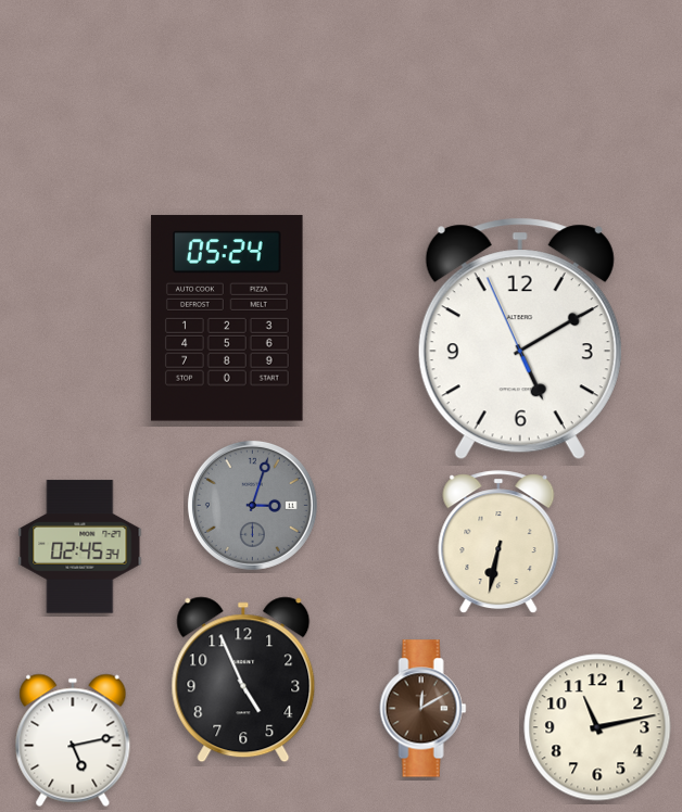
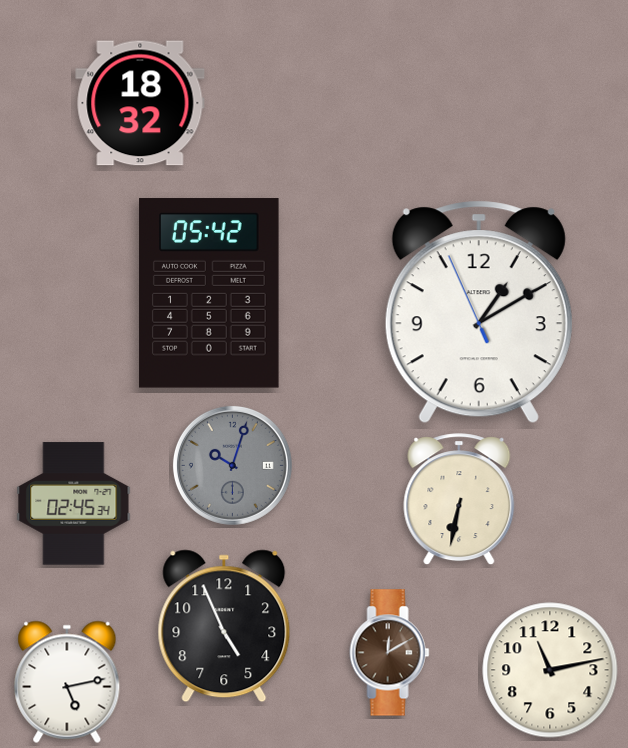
clock at (140, 103): none -> 18:32
clock at (227, 318): 05:24 -> 05:42
clock at (520, 339): 5:09 -> 1:09
clock at (252, 505): 3:03 -> 10:03
